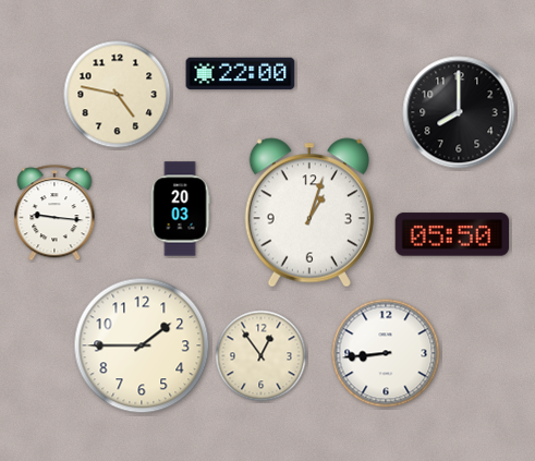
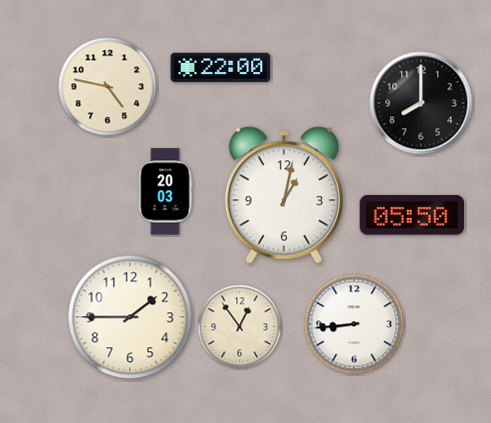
clock at (309, 213): 1:03 -> 1:02
clock at (54, 214): 9:16 -> none
clock at (452, 234) position: (452, 234) -> (412, 215)
